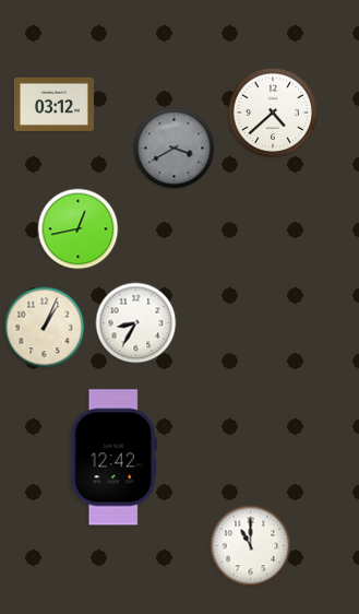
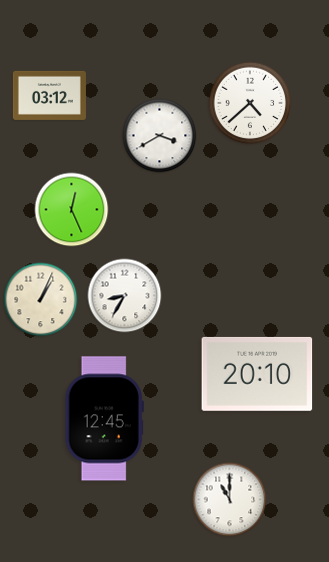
clock at (175, 149) dial: grey -> white
clock at (79, 229): 12:43 -> 12:26
clock at (257, 374): none -> 20:10
clock at (113, 458): 12:42 -> 12:45
